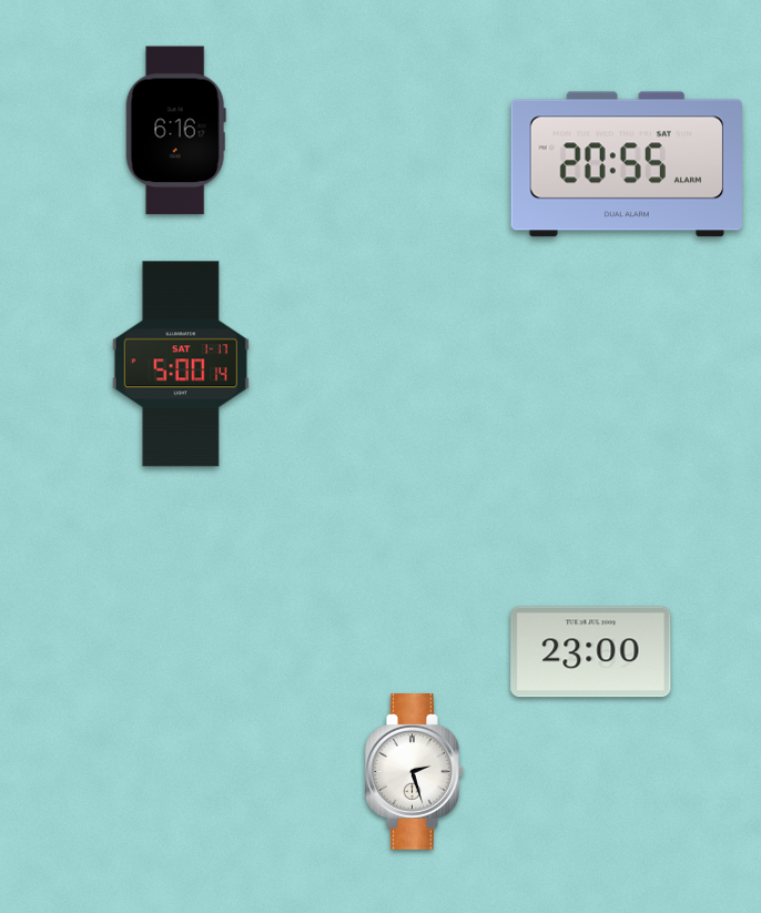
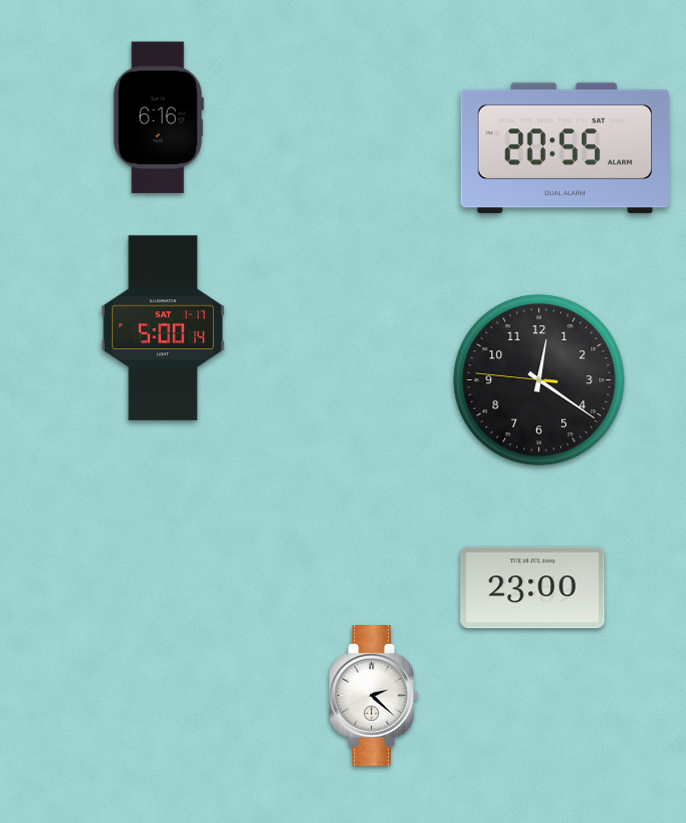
clock at (539, 380): none -> 12:20
clock at (415, 772): 2:27 -> 2:22
